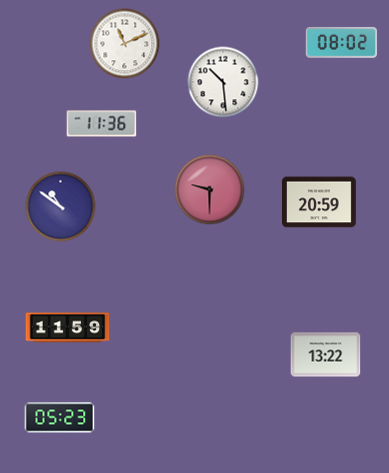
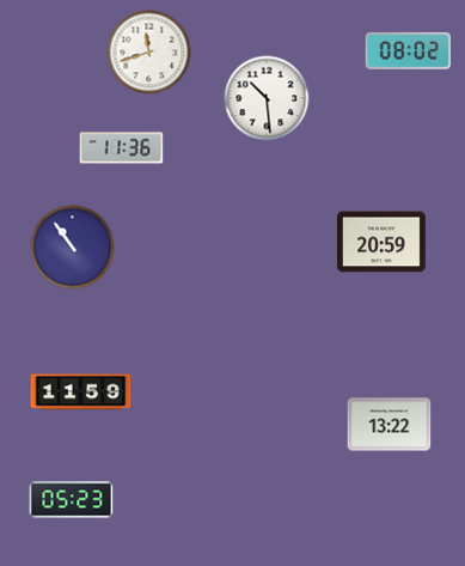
clock at (125, 44): 11:11 -> 11:42
clock at (210, 190): 9:30 -> none
clock at (61, 207): 10:51 -> 10:54
